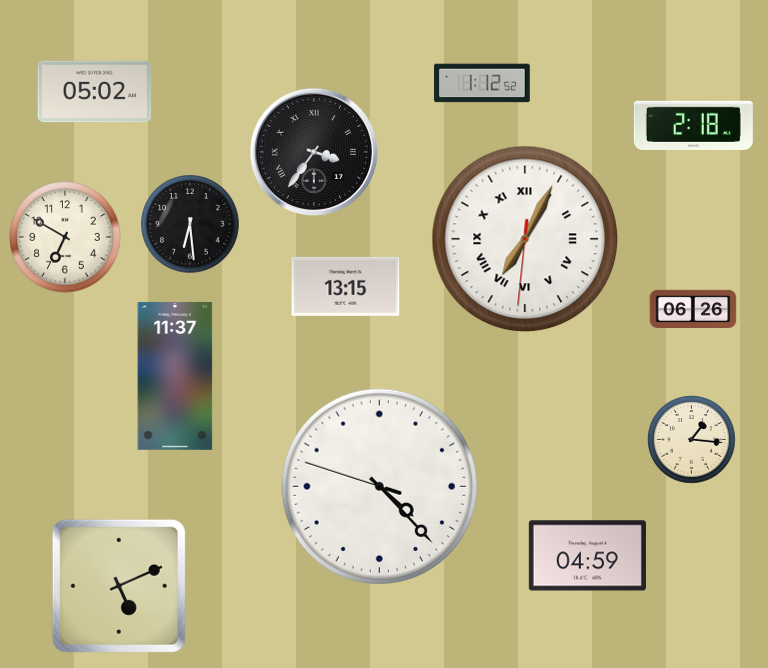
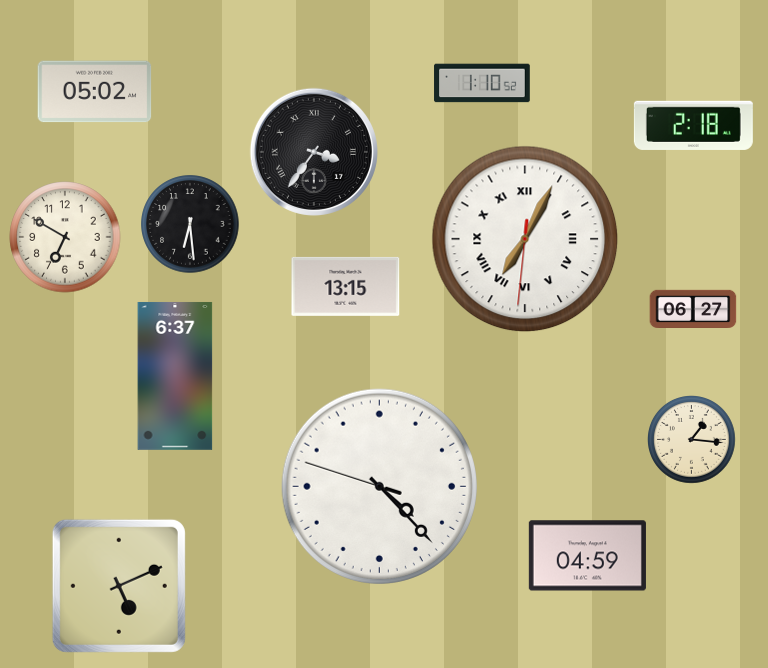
clock at (482, 83): 1:12 -> 1:10
clock at (693, 308): 06:26 -> 06:27
clock at (175, 376): 11:37 -> 6:37
